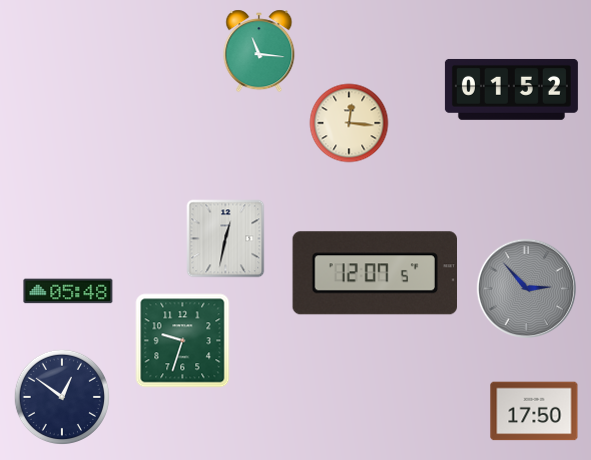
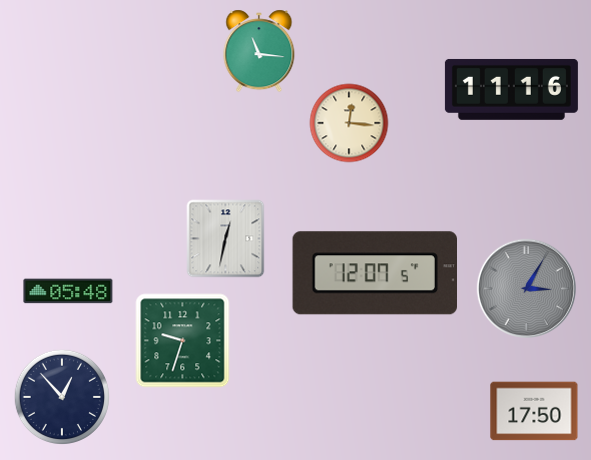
clock at (511, 89): 01:52 -> 11:16
clock at (526, 288): 2:53 -> 3:05
clock at (61, 396): 12:51 -> 12:53
